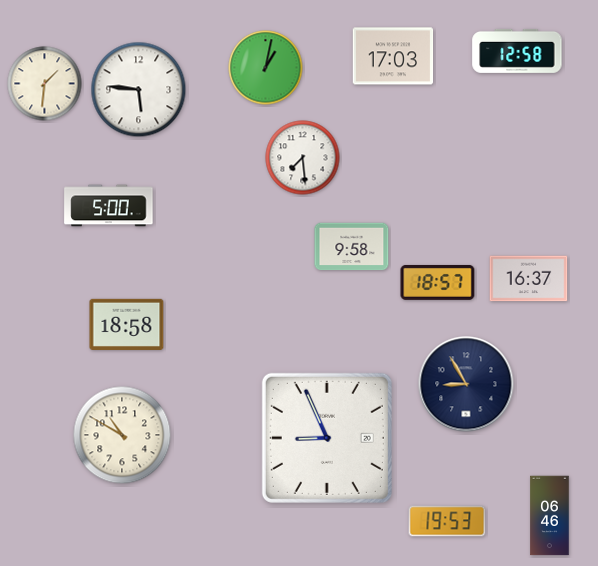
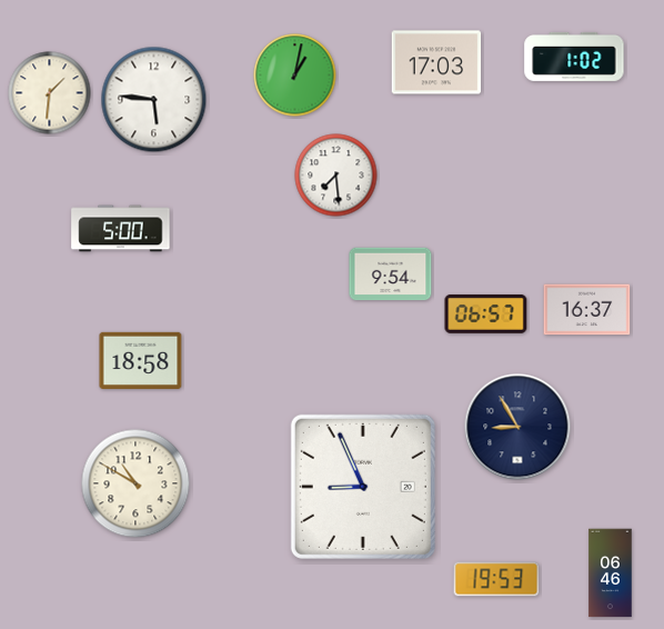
clock at (517, 51): 12:58 -> 1:02
clock at (352, 247): 9:58 -> 9:54
clock at (438, 282): 18:57 -> 06:57
